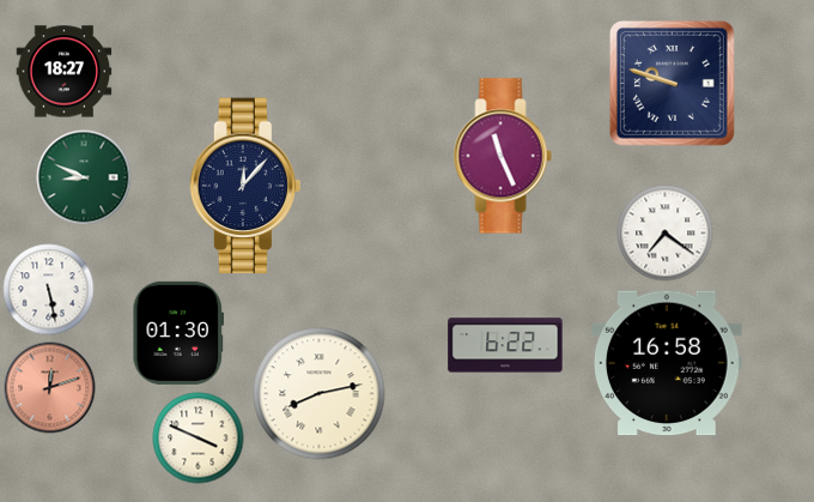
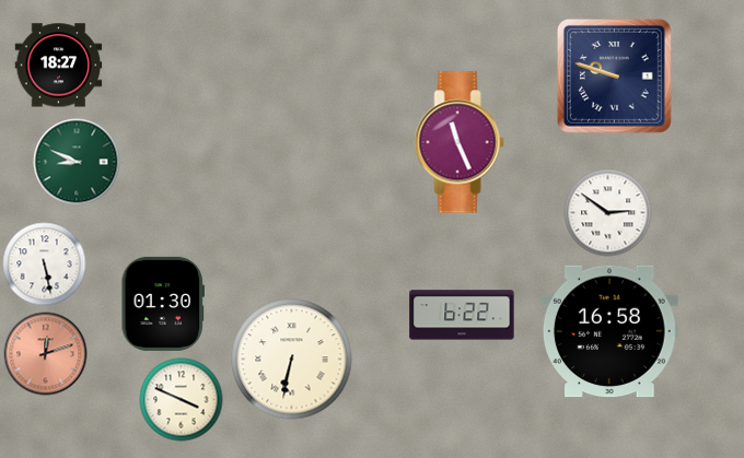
clock at (244, 186): 12:07 -> none
clock at (666, 234): 7:21 -> 2:51
clock at (320, 394): 8:13 -> 6:32
